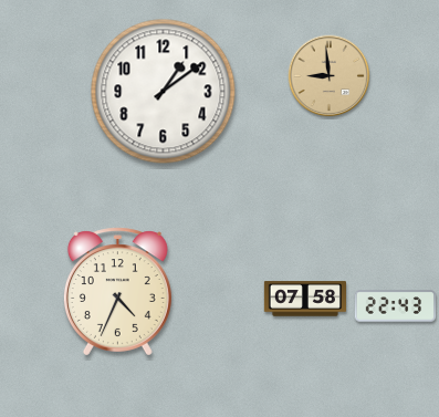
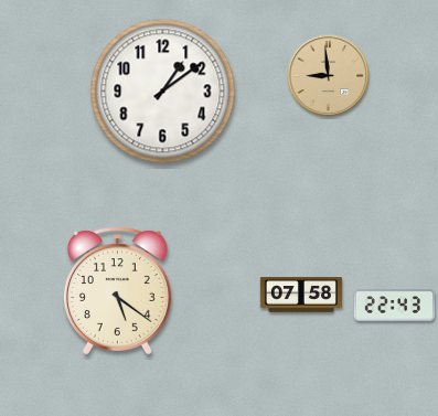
clock at (117, 292): 4:34 -> 5:21
clock at (304, 299) position: (304, 299) -> (300, 295)
